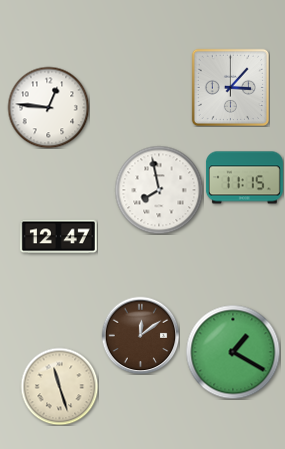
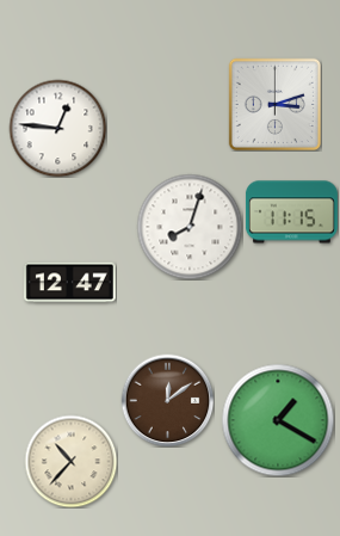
clock at (230, 87): 3:07 -> 3:12
clock at (159, 190): 7:58 -> 8:03
clock at (59, 386): 11:27 -> 10:37
